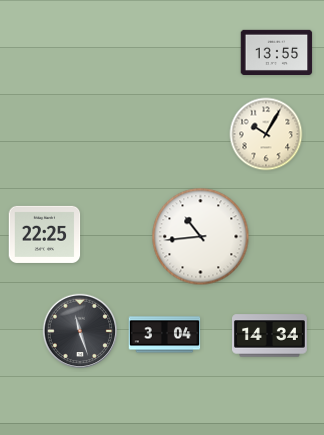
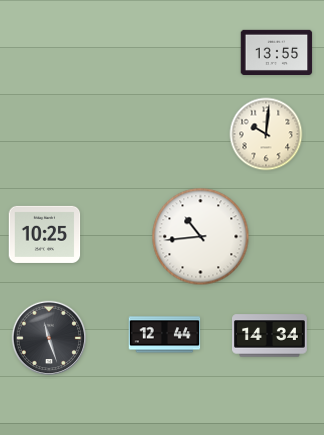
clock at (266, 134): 10:05 -> 10:01
clock at (45, 234): 22:25 -> 10:25
clock at (80, 331) position: (80, 331) -> (49, 338)
clock at (165, 335): 3:04 -> 12:44
